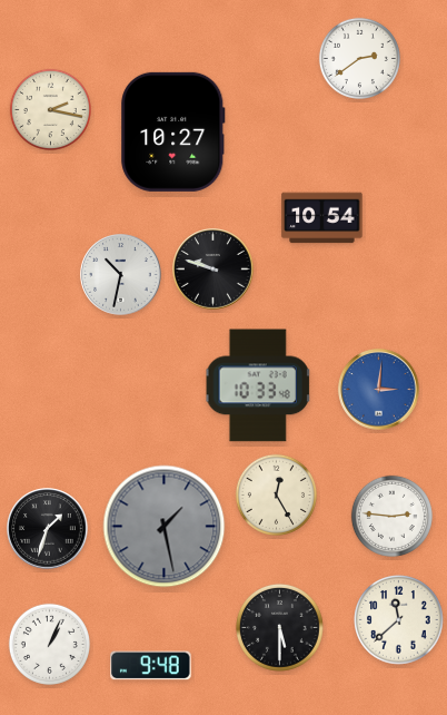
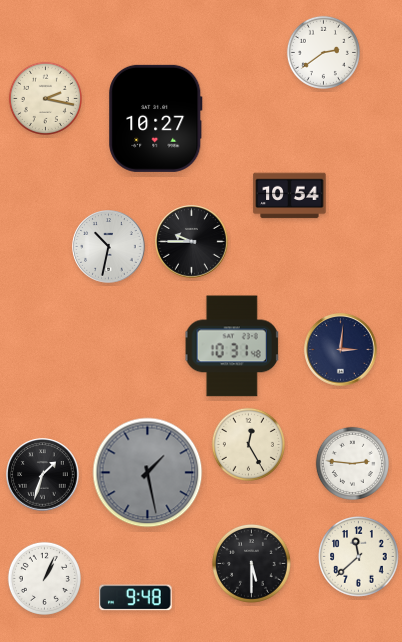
clock at (213, 270): 9:48 -> 9:45
clock at (258, 385): 10:33 -> 10:31
clock at (379, 390) dial: blue -> navy
